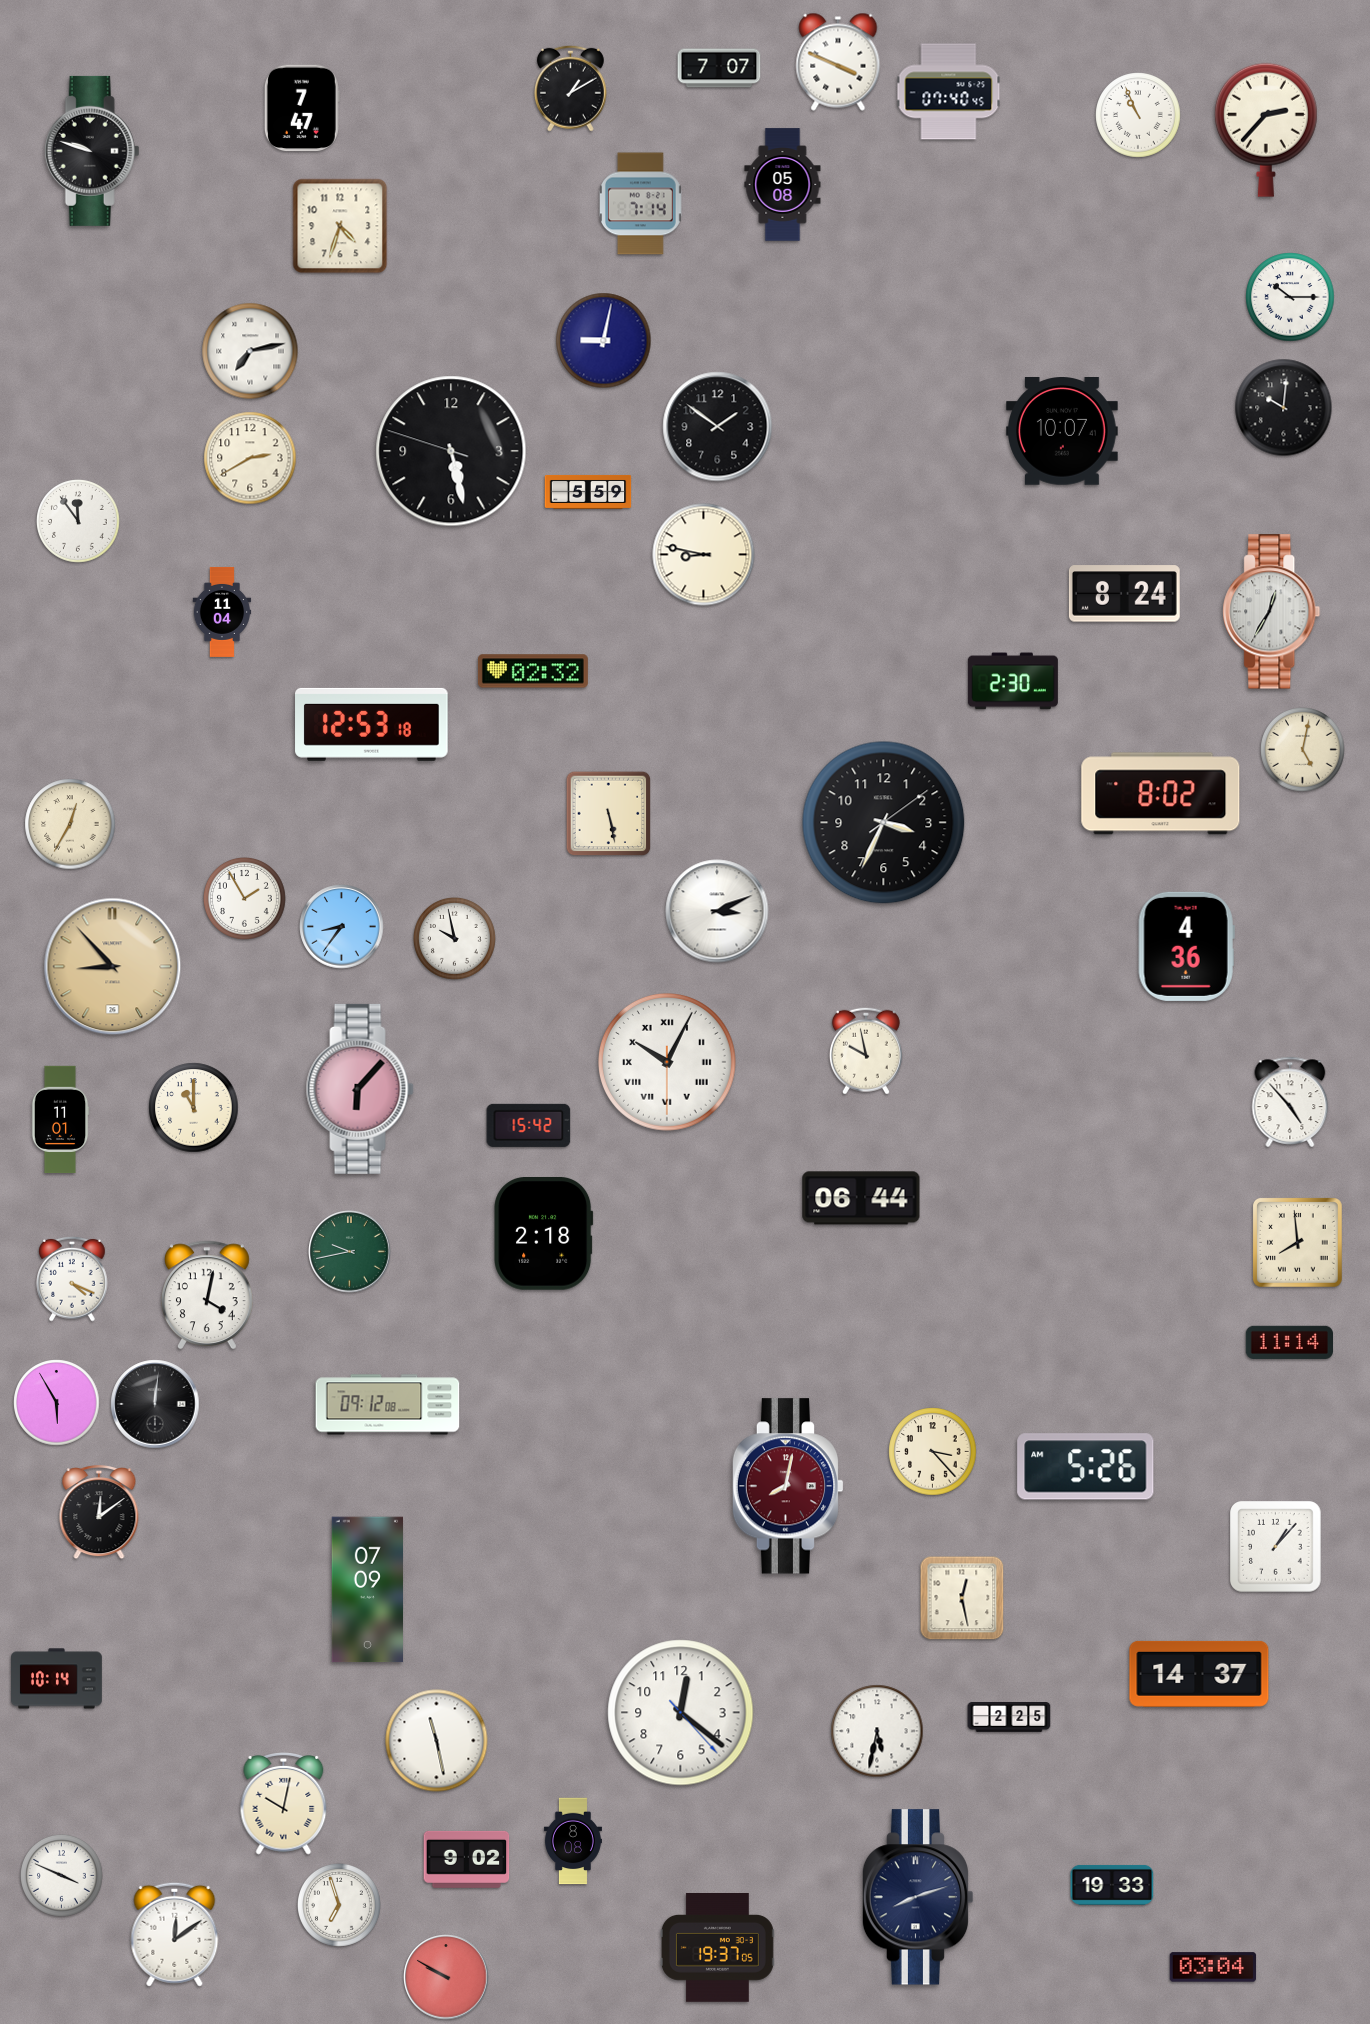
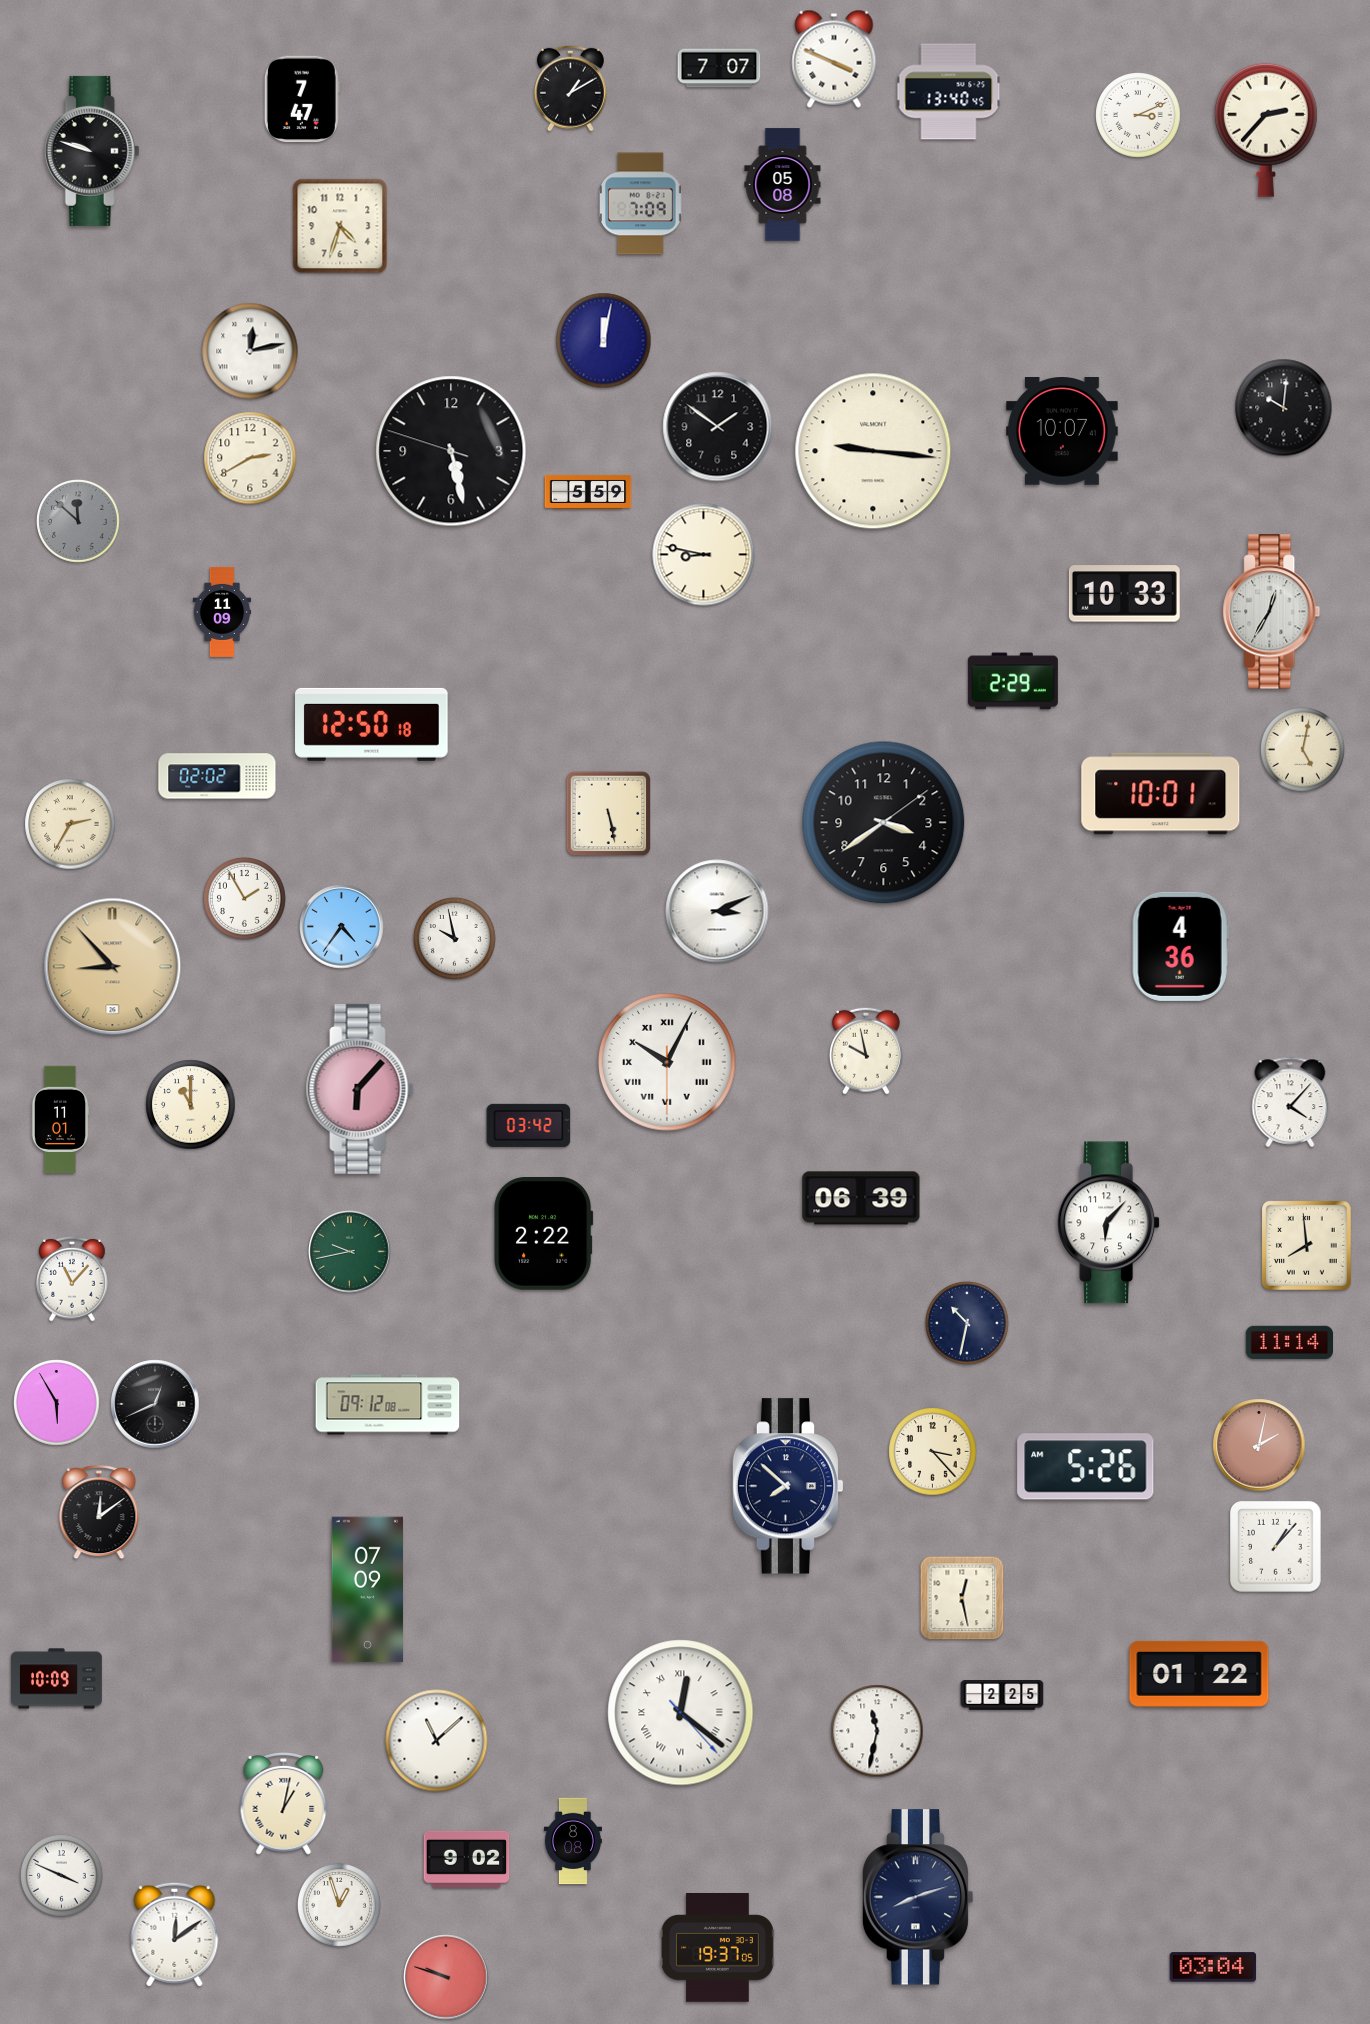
clock at (838, 62) position: (838, 62) -> (834, 59)
clock at (949, 92): 07:40 -> 13:40
clock at (302, 108) position: (302, 108) -> (302, 99)
clock at (1138, 115): 10:56 -> 3:11
clock at (641, 204): 7:14 -> 7:09
clock at (1290, 297): 10:15 -> none
clock at (604, 341): 9:02 -> 12:02
clock at (250, 351): 7:13 -> 12:13
clock at (873, 451): none -> 9:16
clock at (79, 522): 11:54 -> 11:52
clock at (79, 522) dial: white -> grey
clock at (1124, 594): 8:24 -> 10:33
clock at (222, 612): 11:04 -> 11:09
clock at (533, 671): 02:32 -> none
clock at (1013, 681): 2:30 -> 2:29
clock at (372, 724): 12:53 -> 12:50
clock at (217, 776): none -> 02:02
clock at (1161, 794): 8:02 -> 10:01
clock at (884, 823): 3:34 -> 3:39
clock at (70, 824): 12:35 -> 2:35
clock at (342, 927): 8:36 -> 4:36
clock at (1186, 946) position: (1186, 946) -> (1180, 946)
clock at (1290, 1102): 4:53 -> 4:07
clock at (194, 1108) position: (194, 1108) -> (191, 1105)
clock at (529, 1125): 15:42 -> 03:42
clock at (861, 1198): 06:44 -> 06:39
clock at (1109, 1223): none -> 6:07
clock at (544, 1234): 2:18 -> 2:22
clock at (1298, 1243) position: (1298, 1243) -> (1307, 1246)
clock at (72, 1279): 4:19 -> 11:07
clock at (207, 1295): 4:02 -> none
clock at (968, 1324): none -> 10:32
clock at (155, 1404): 12:01 -> 12:41
clock at (1259, 1445): none -> 2:02
clock at (788, 1486): 8:02 -> 7:52
clock at (788, 1486) dial: burgundy -> navy
clock at (1199, 1674): 14:37 -> 01:22
clock at (57, 1679): 10:14 -> 10:09
clock at (681, 1713) numerals: Arabic -> Roman
clock at (1009, 1718) position: (1009, 1718) -> (1002, 1696)
clock at (877, 1731): 5:32 -> 11:32
clock at (437, 1741): 11:28 -> 11:08
clock at (284, 1804): 10:02 -> 1:02
clock at (1112, 1885): 19:33 -> none
clock at (340, 1906): 6:57 -> 12:57
clock at (446, 1977): 9:50 -> 9:48
